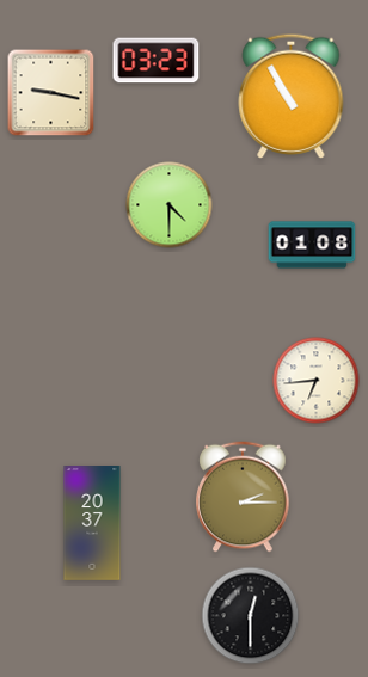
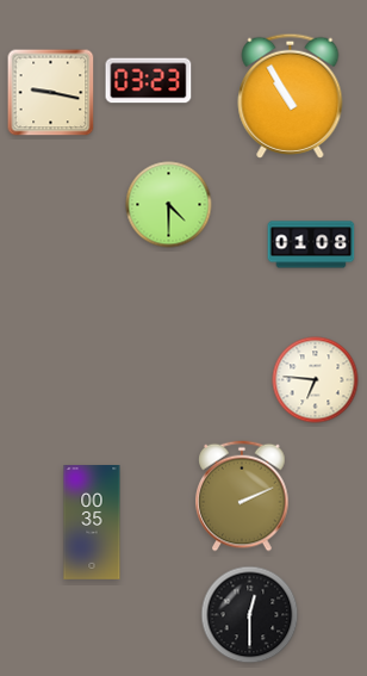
clock at (157, 61) position: (157, 61) -> (149, 81)
clock at (317, 381): 6:44 -> 6:46
clock at (243, 497): 2:15 -> 2:11
clock at (92, 524): 20:37 -> 00:35
